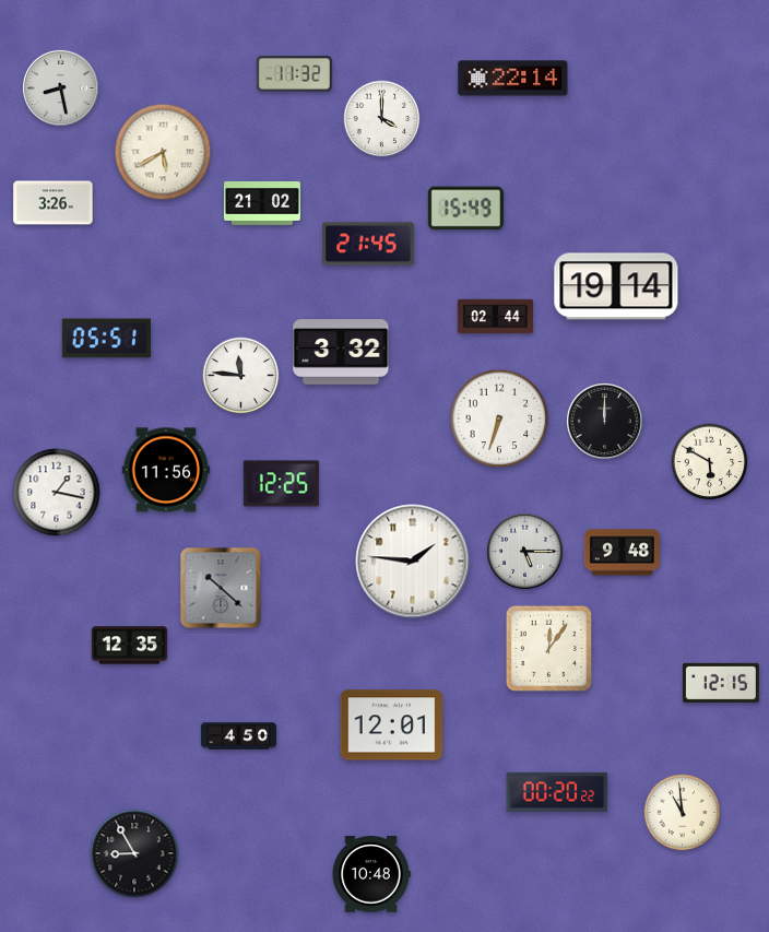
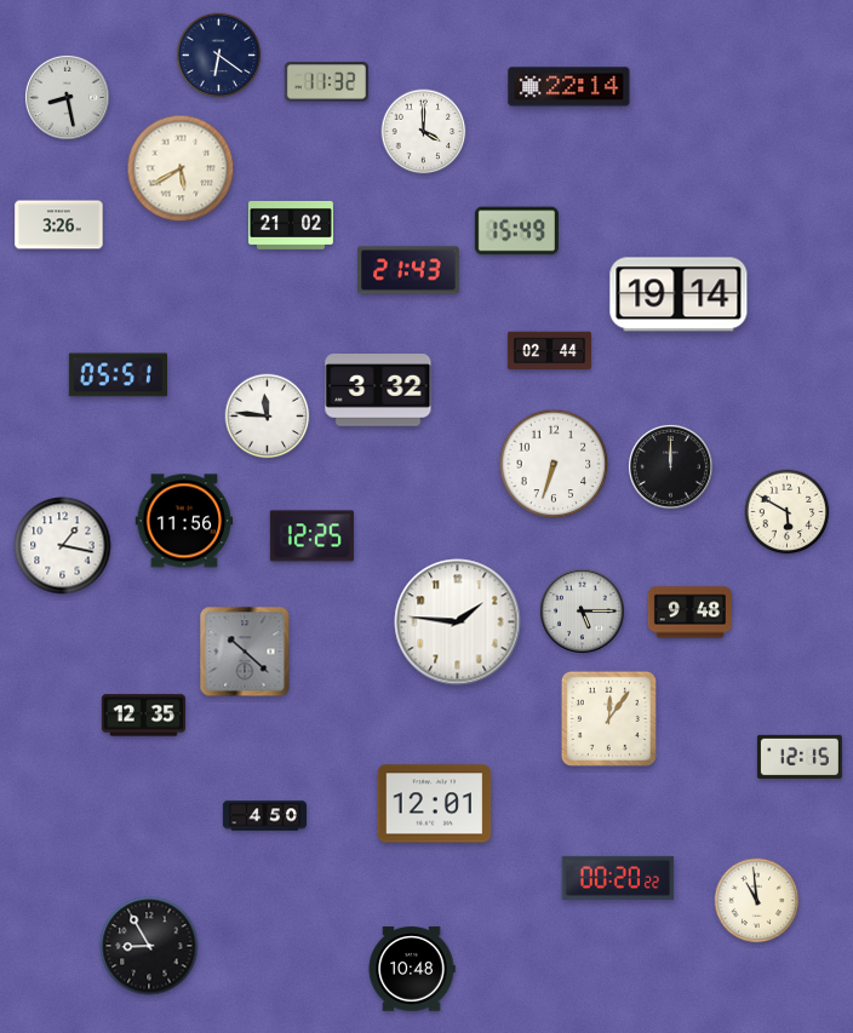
clock at (219, 56): none -> 6:21
clock at (368, 244): 21:45 -> 21:43
clock at (616, 286) position: (616, 286) -> (679, 294)
